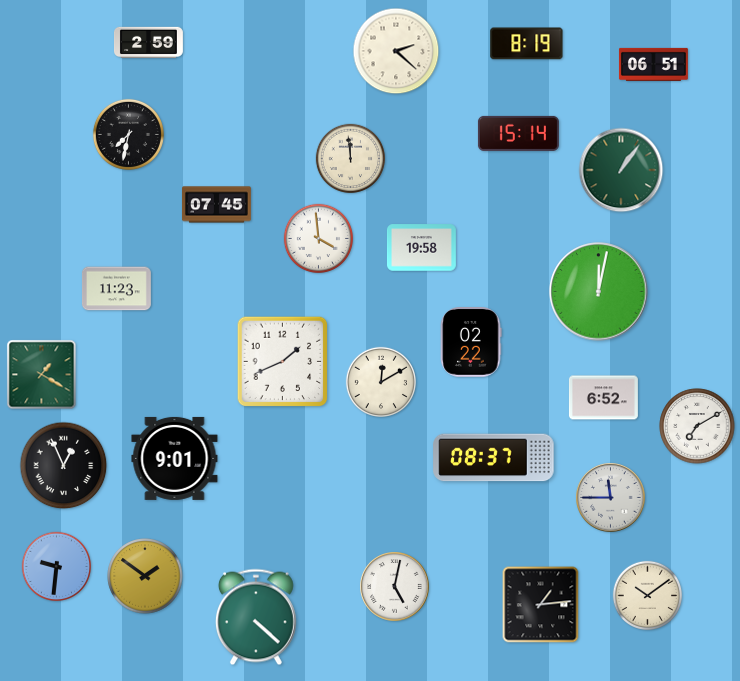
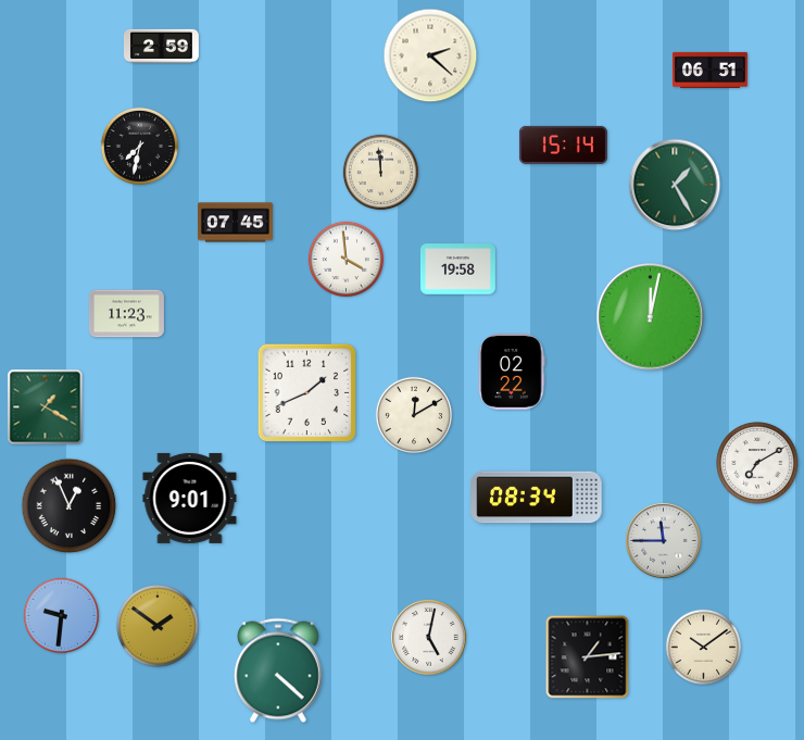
clock at (527, 44): 8:19 -> none
clock at (621, 170): 1:06 -> 1:25
clock at (603, 398): 6:52 -> none
clock at (494, 458): 08:37 -> 08:34
